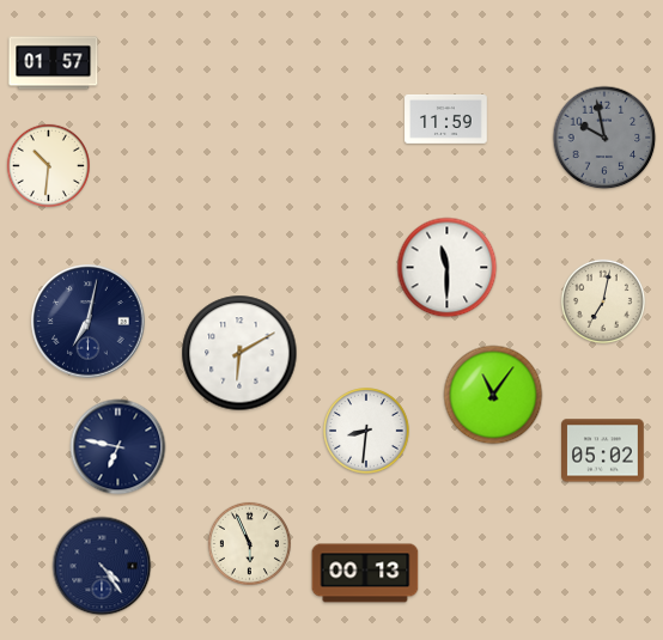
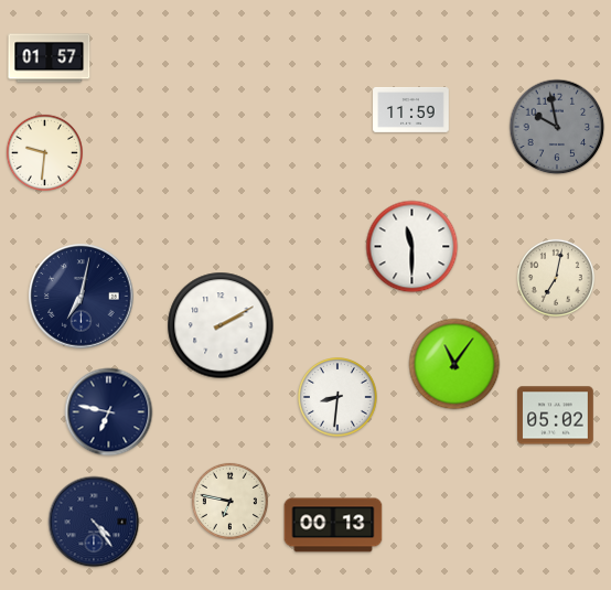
clock at (48, 165): 10:31 -> 9:31
clock at (239, 353): 6:10 -> 2:10
clock at (249, 543): 5:56 -> 6:47
clock at (365, 573) position: (365, 573) -> (333, 525)
